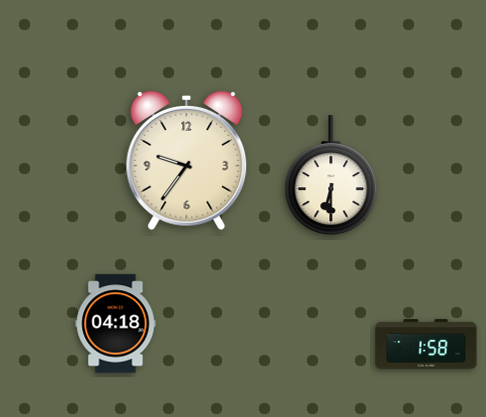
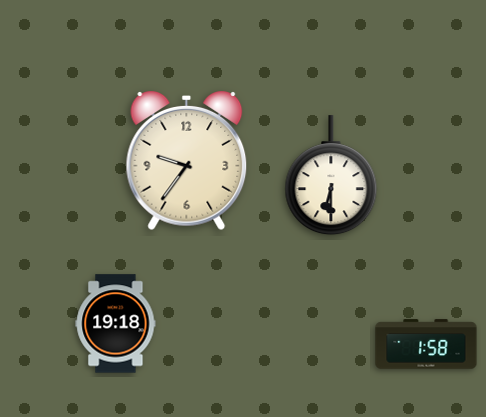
clock at (116, 324): 04:18 -> 19:18
